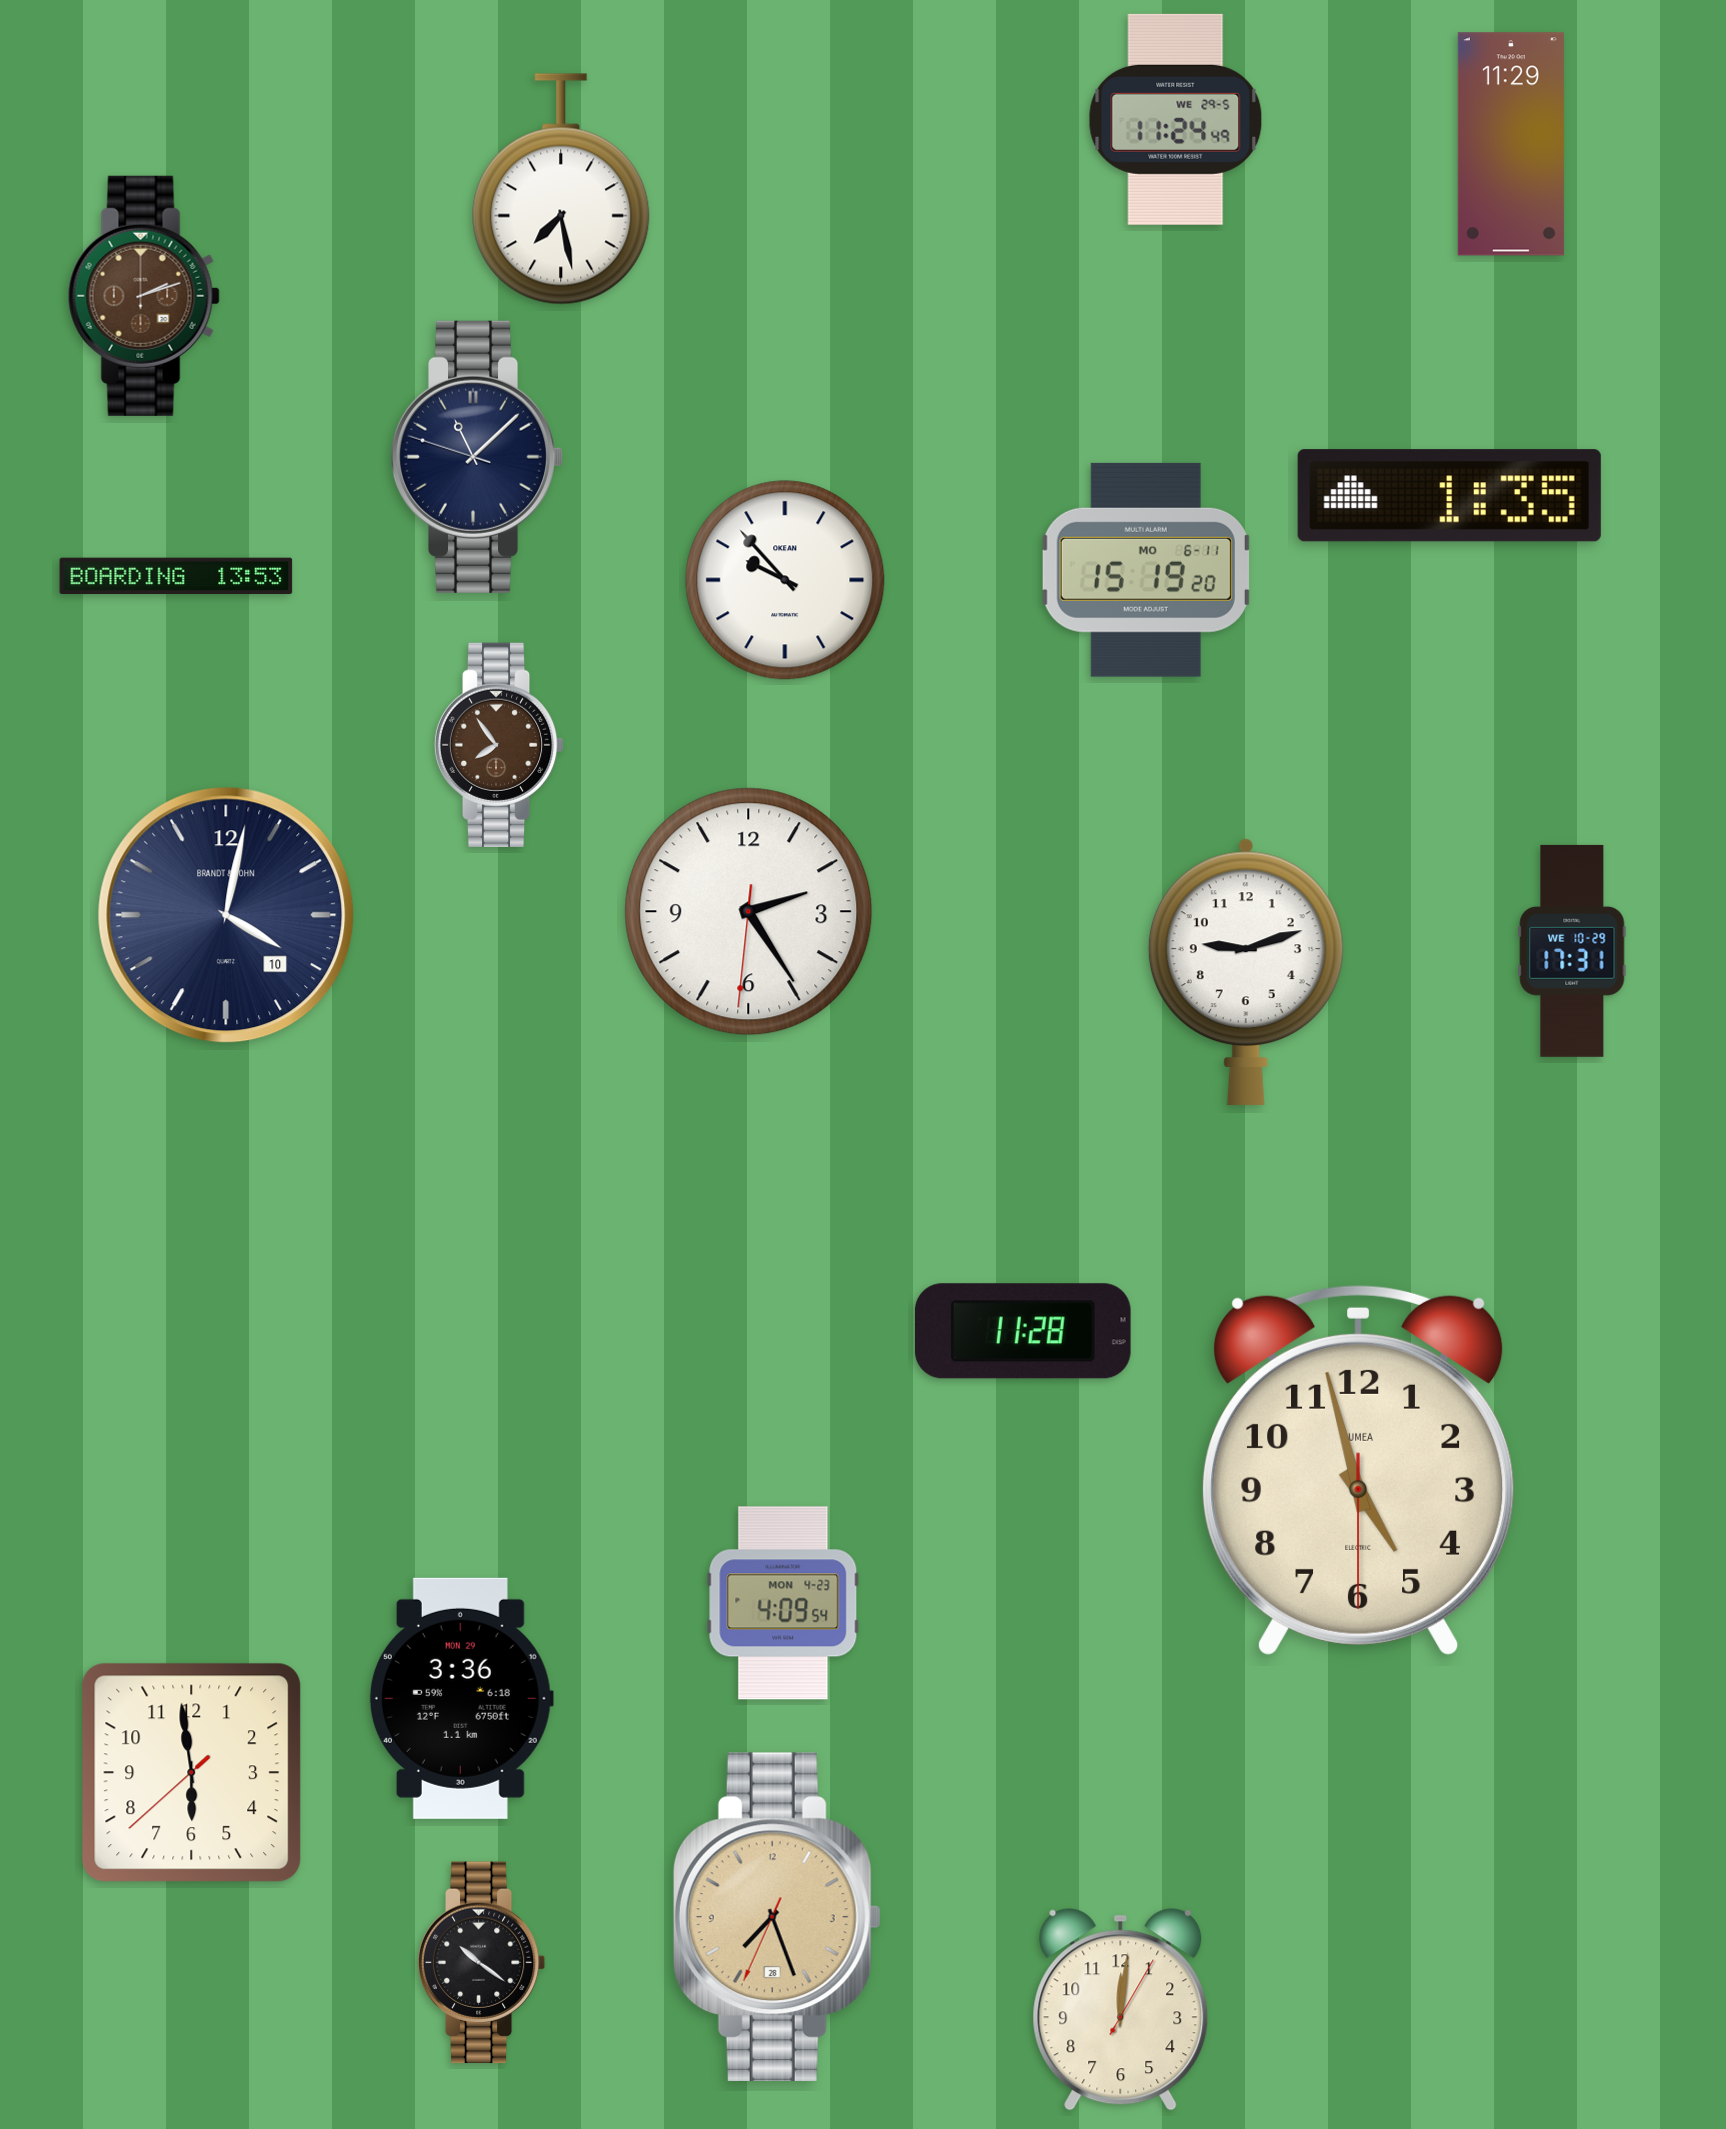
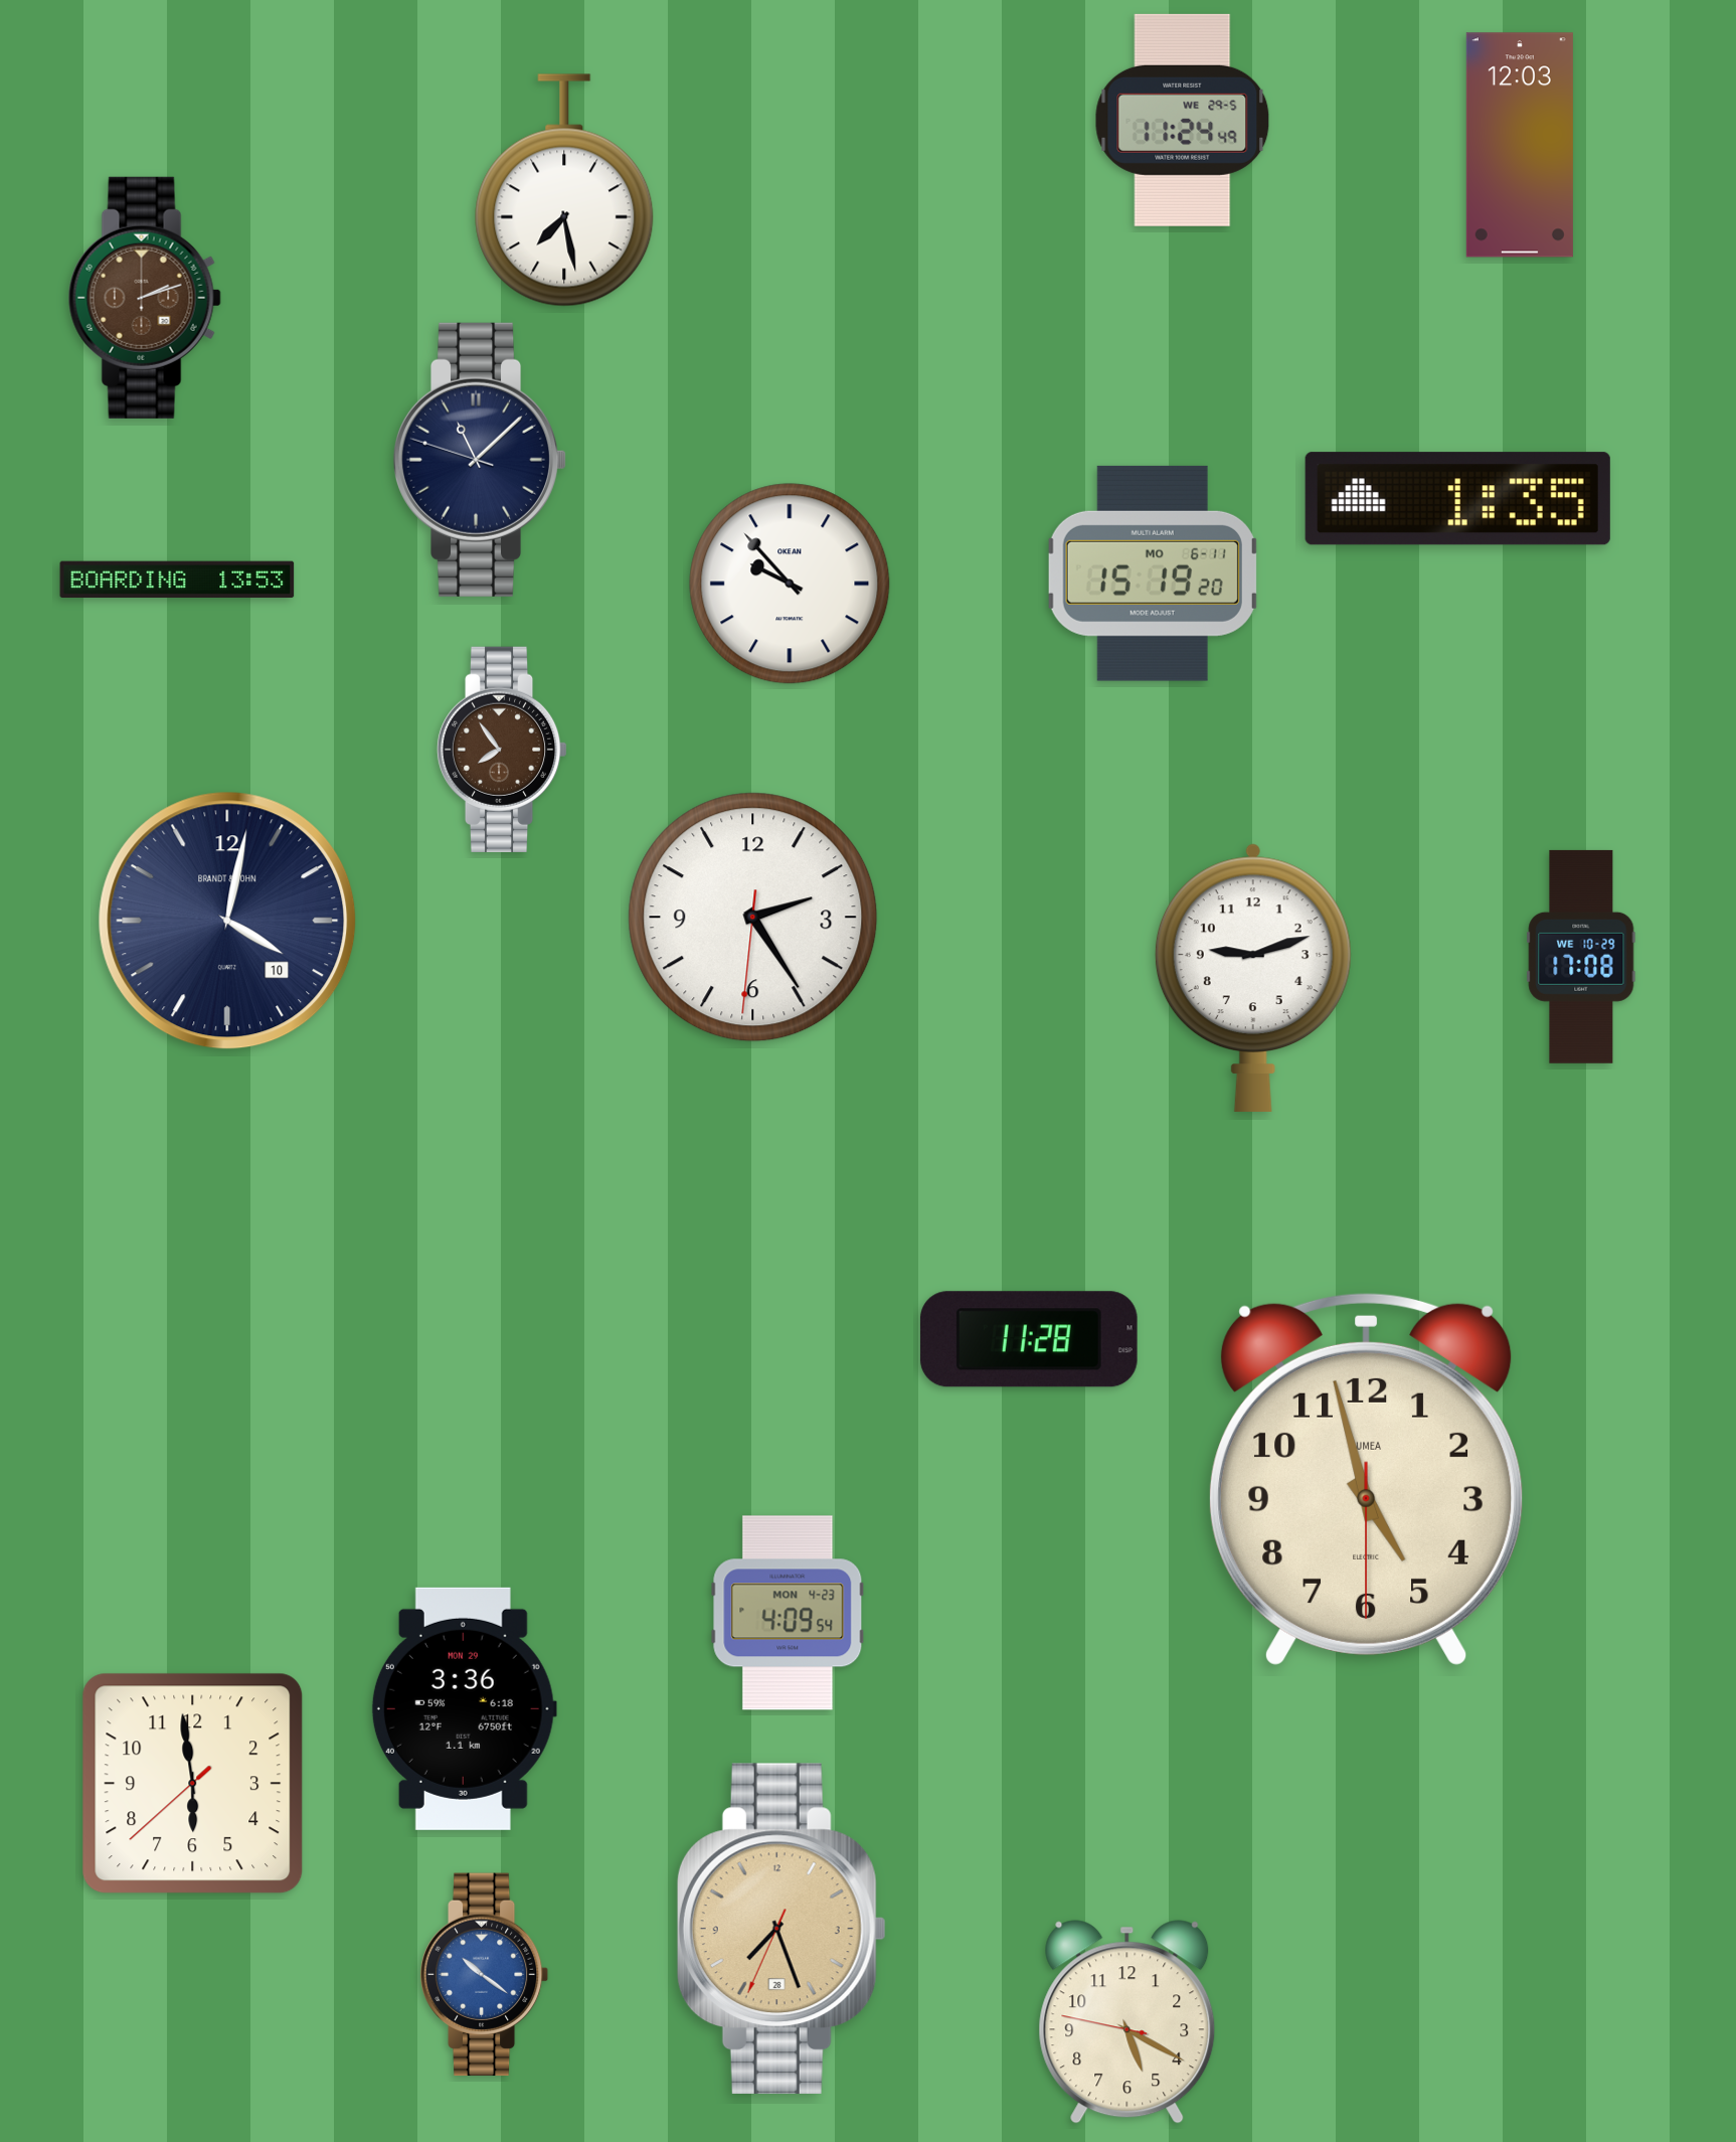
clock at (1511, 144): 11:29 -> 12:03
clock at (1572, 951): 17:31 -> 17:08
clock at (482, 1963) dial: black -> blue
clock at (1121, 2010): 12:01 -> 5:19
